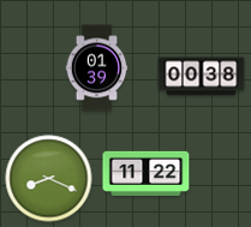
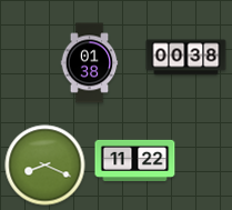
clock at (97, 68): 01:39 -> 01:38
clock at (202, 77) position: (202, 77) -> (186, 58)
